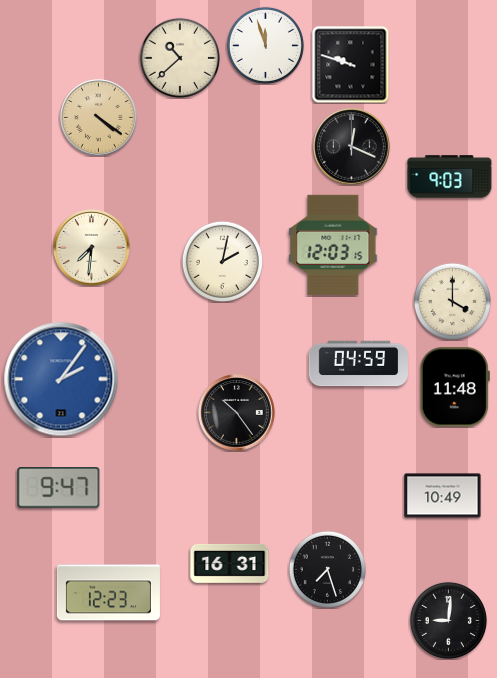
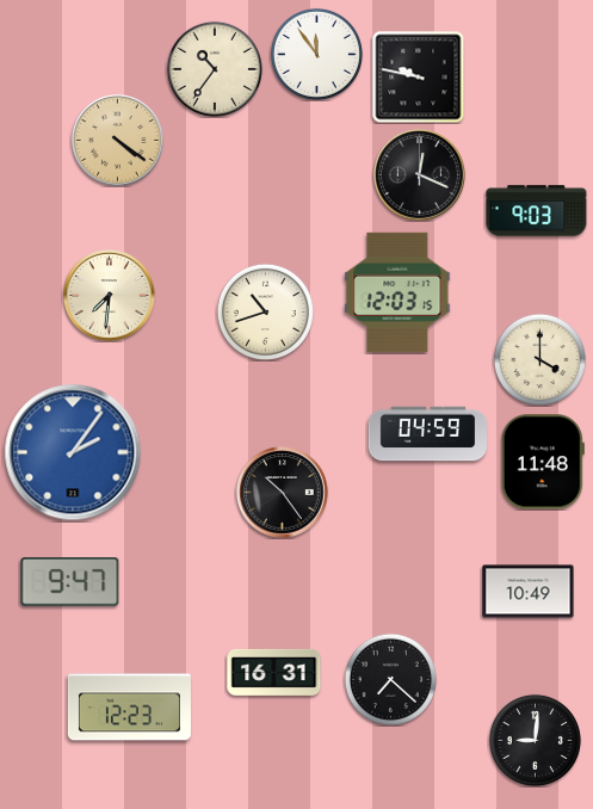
clock at (265, 45): 11:57 -> 11:54
clock at (180, 58): 10:38 -> 10:36
clock at (350, 64): 9:48 -> 9:47
clock at (222, 261): 2:02 -> 10:42
clock at (327, 569): 7:27 -> 7:22
